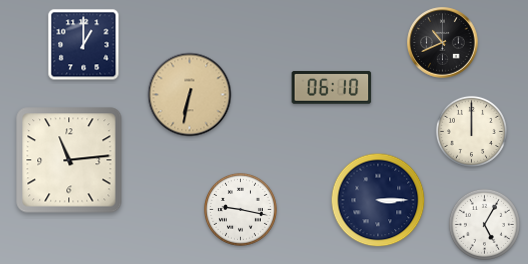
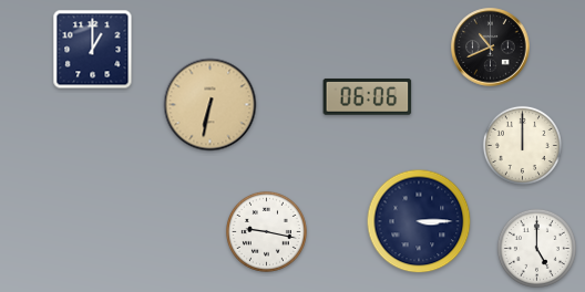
clock at (332, 87): 06:10 -> 06:06
clock at (69, 160): 11:14 -> none
clock at (484, 224): 5:05 -> 5:00
